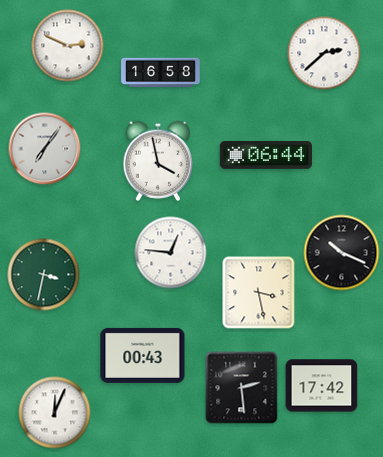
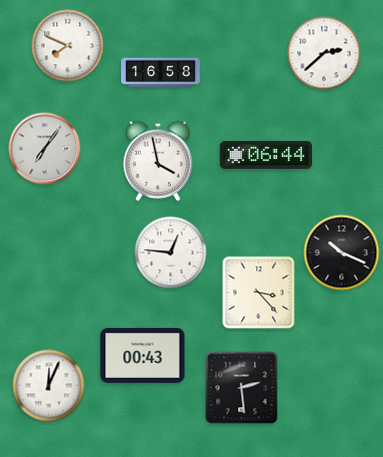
clock at (68, 46): 2:49 -> 7:49
clock at (44, 275): 3:32 -> none
clock at (259, 293): 3:28 -> 3:23
clock at (322, 386): 17:42 -> none
clock at (55, 413) position: (55, 413) -> (49, 386)
